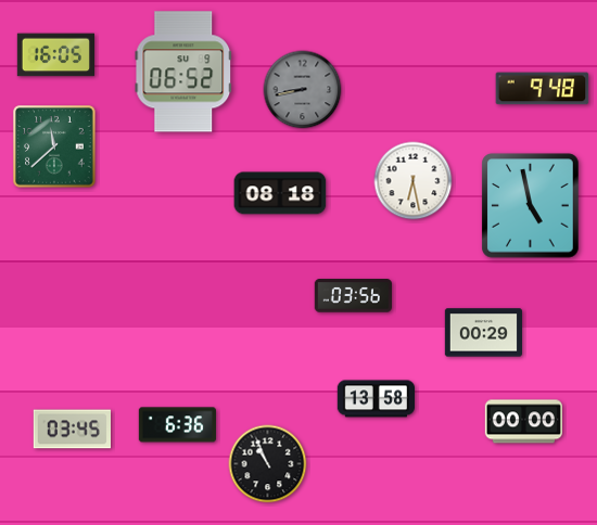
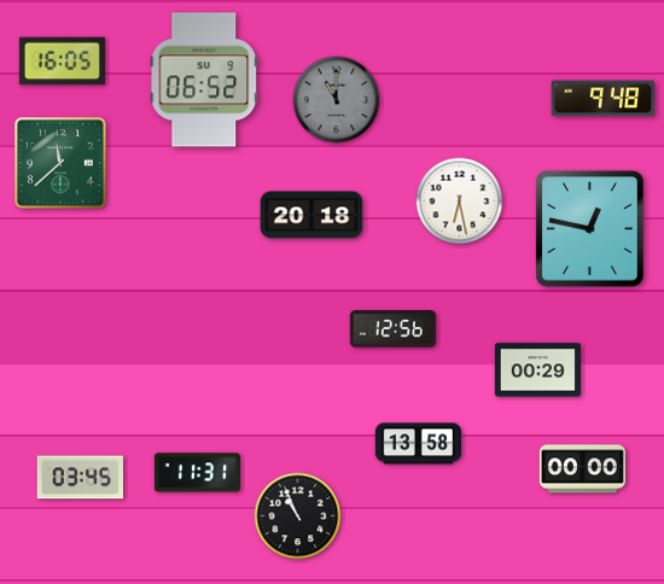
clock at (303, 90): 8:43 -> 11:00
clock at (280, 193): 08:18 -> 20:18
clock at (531, 206): 4:58 -> 12:47
clock at (353, 296): 03:56 -> 12:56
clock at (177, 425): 6:36 -> 11:31
